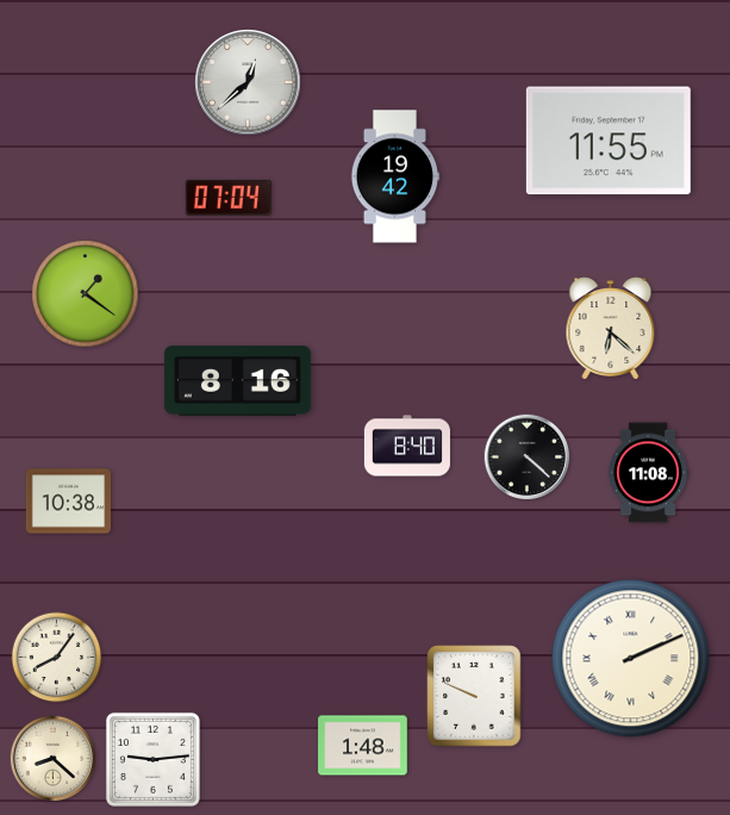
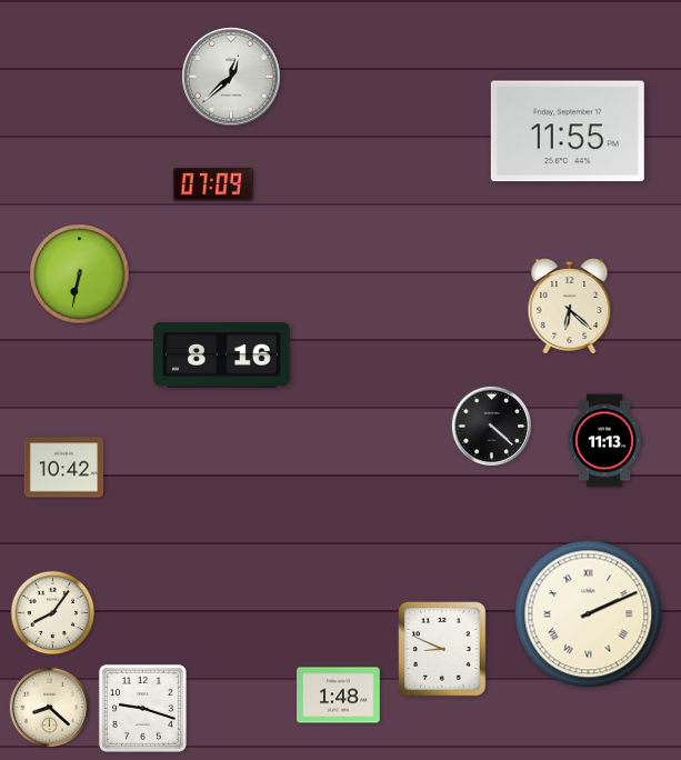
clock at (395, 176): 19:42 -> none
clock at (229, 198): 07:04 -> 07:09
clock at (86, 294): 1:21 -> 6:32
clock at (407, 446): 8:40 -> none
clock at (648, 473): 11:08 -> 11:13
clock at (68, 502): 10:38 -> 10:42
clock at (474, 696): 9:49 -> 8:49
clock at (152, 759): 9:14 -> 9:18
